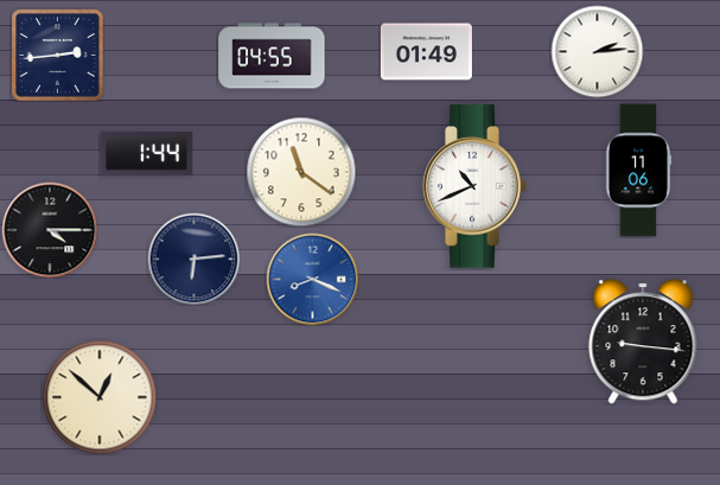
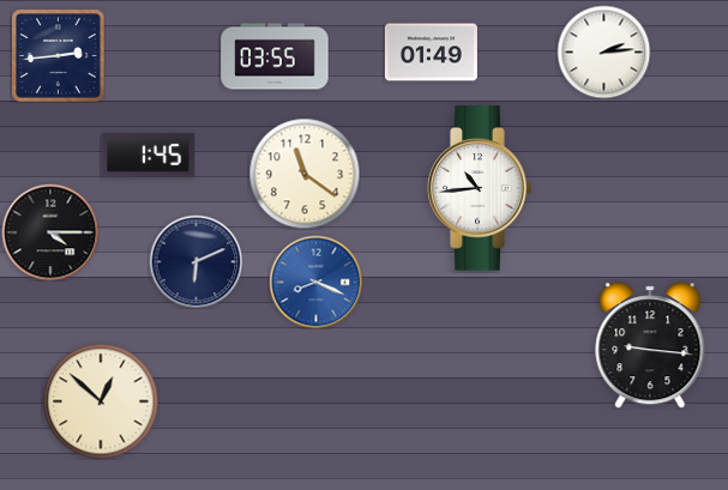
clock at (272, 56): 04:55 -> 03:55
clock at (146, 154): 1:44 -> 1:45
clock at (638, 171): 11:06 -> none
clock at (474, 186): 10:41 -> 10:44
clock at (193, 259): 6:14 -> 6:11
